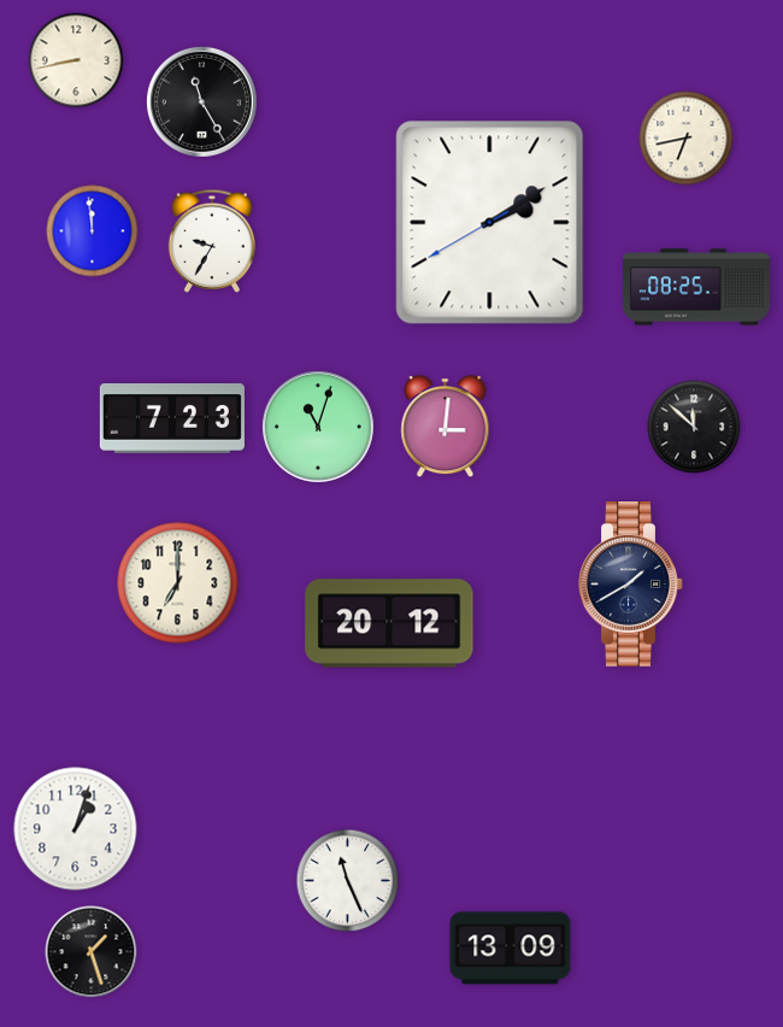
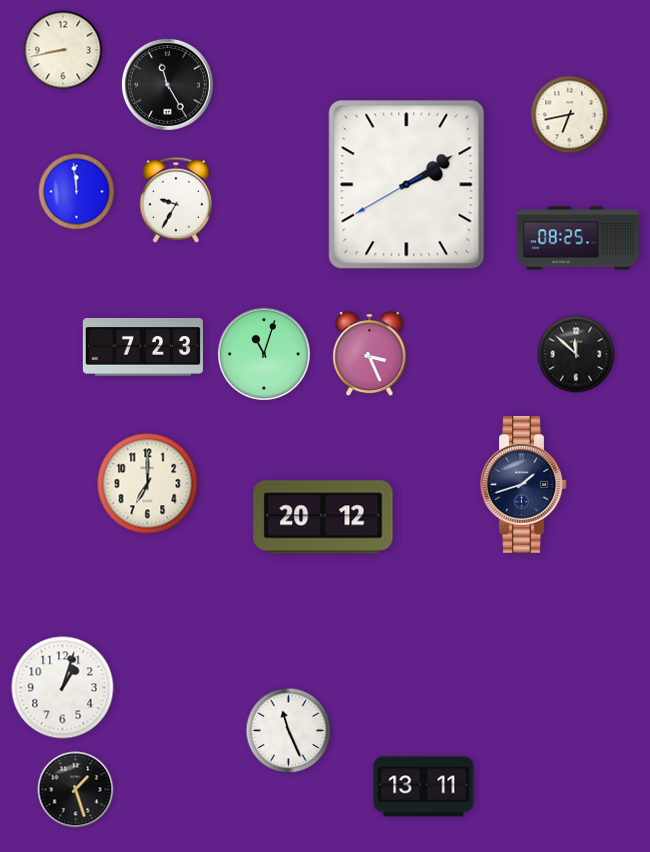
clock at (446, 427): 3:01 -> 3:26
clock at (631, 585): 1:40 -> 1:42
clock at (511, 949): 13:09 -> 13:11
